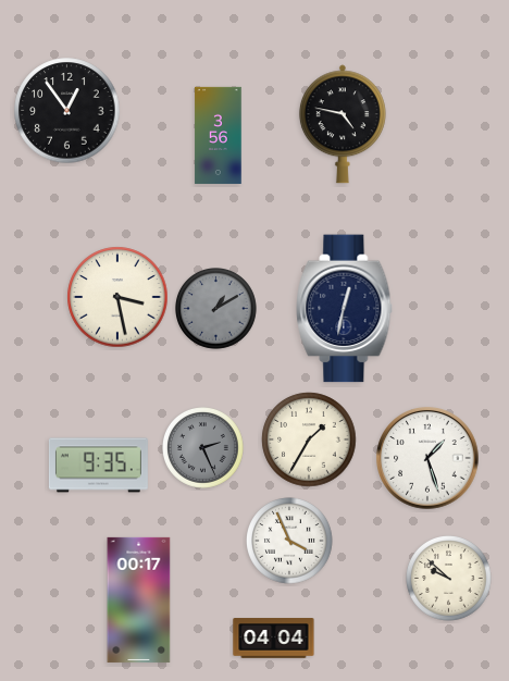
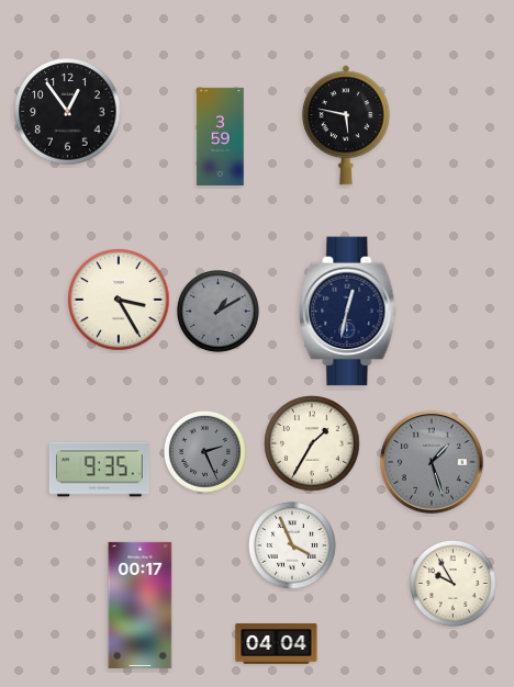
clock at (343, 124): 4:47 -> 5:47
clock at (219, 135): 3:56 -> 3:59
clock at (117, 297): 3:28 -> 3:25
clock at (427, 458) dial: white -> grey
clock at (449, 579): 9:52 -> 9:55
